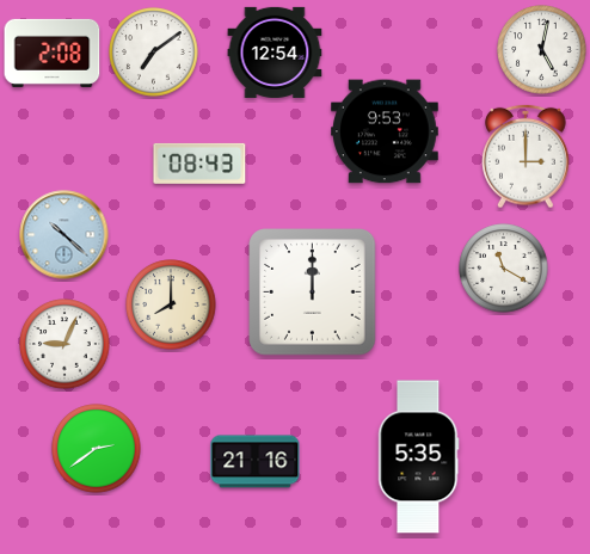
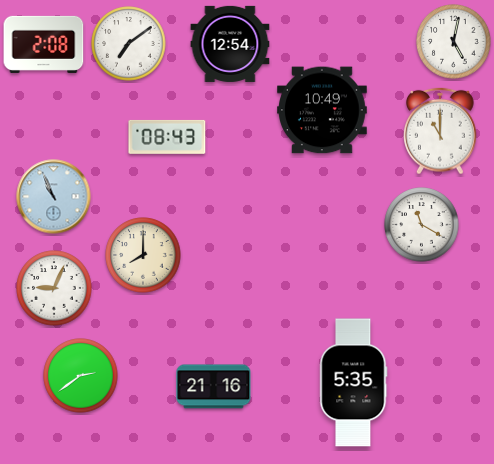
clock at (386, 131): 9:53 -> 10:49
clock at (527, 156): 3:00 -> 11:00
clock at (64, 235): 10:22 -> 10:56
clock at (313, 293): 12:00 -> none
clock at (419, 457) position: (419, 457) -> (354, 383)
